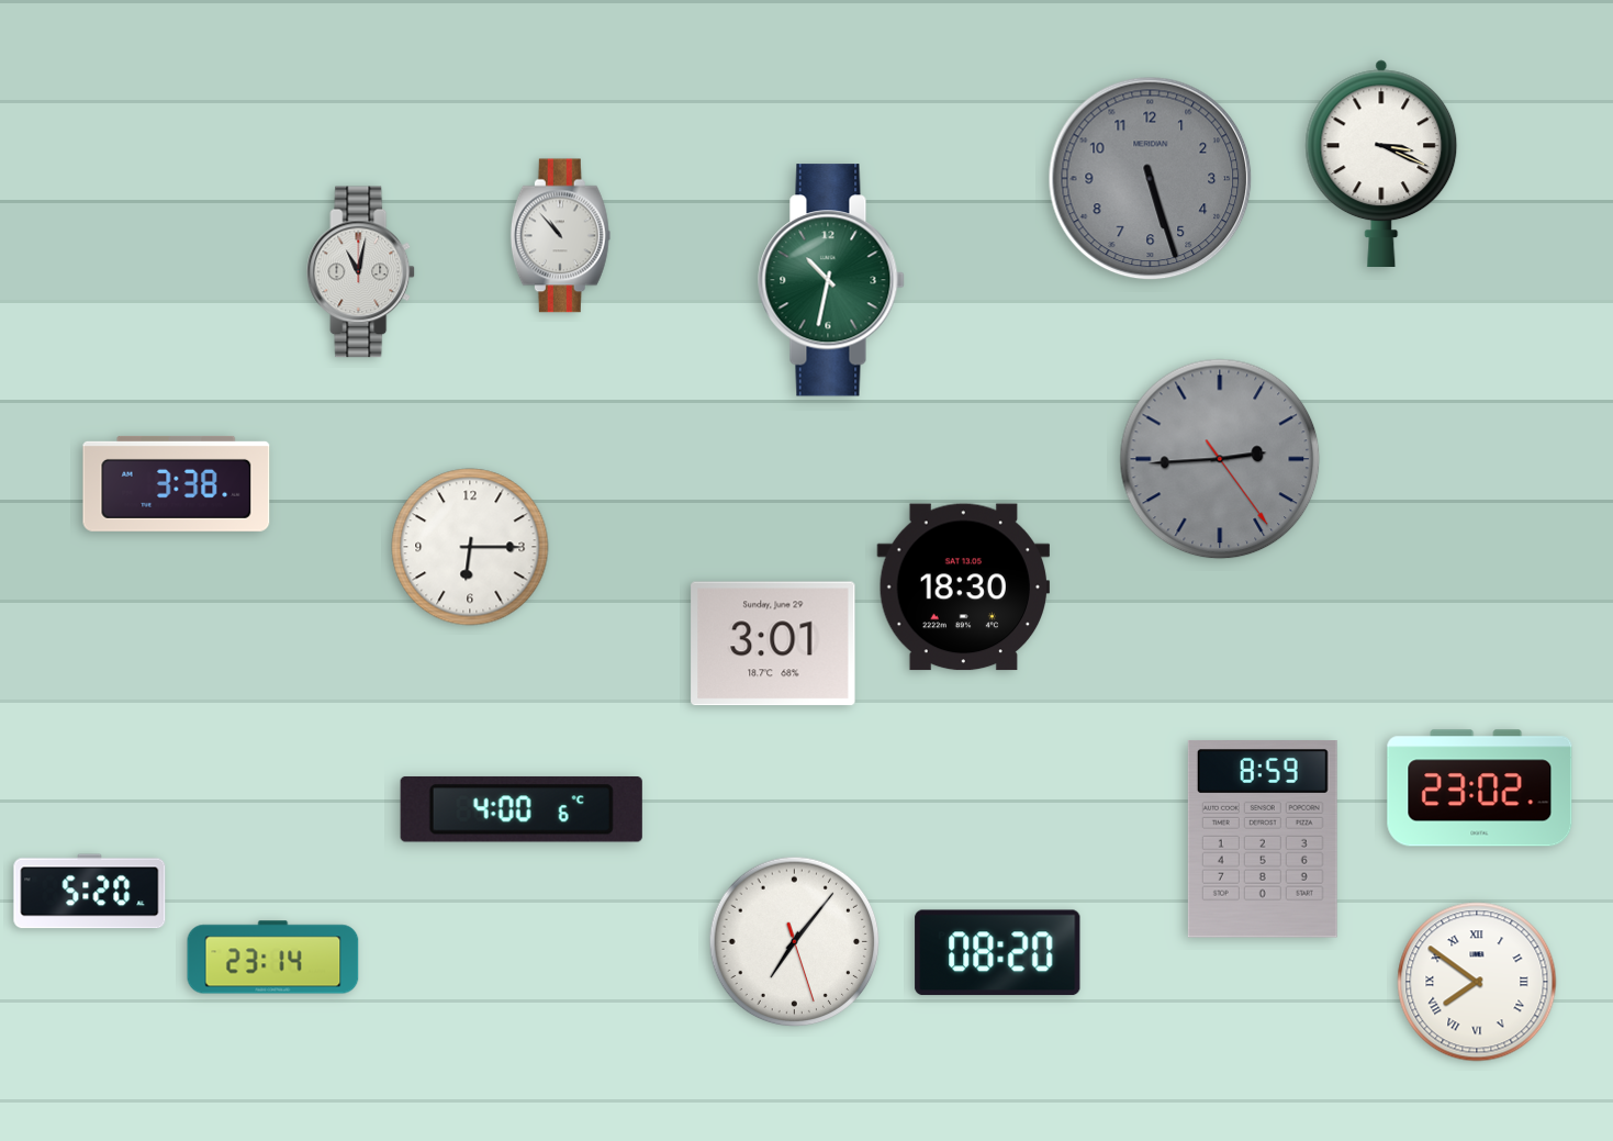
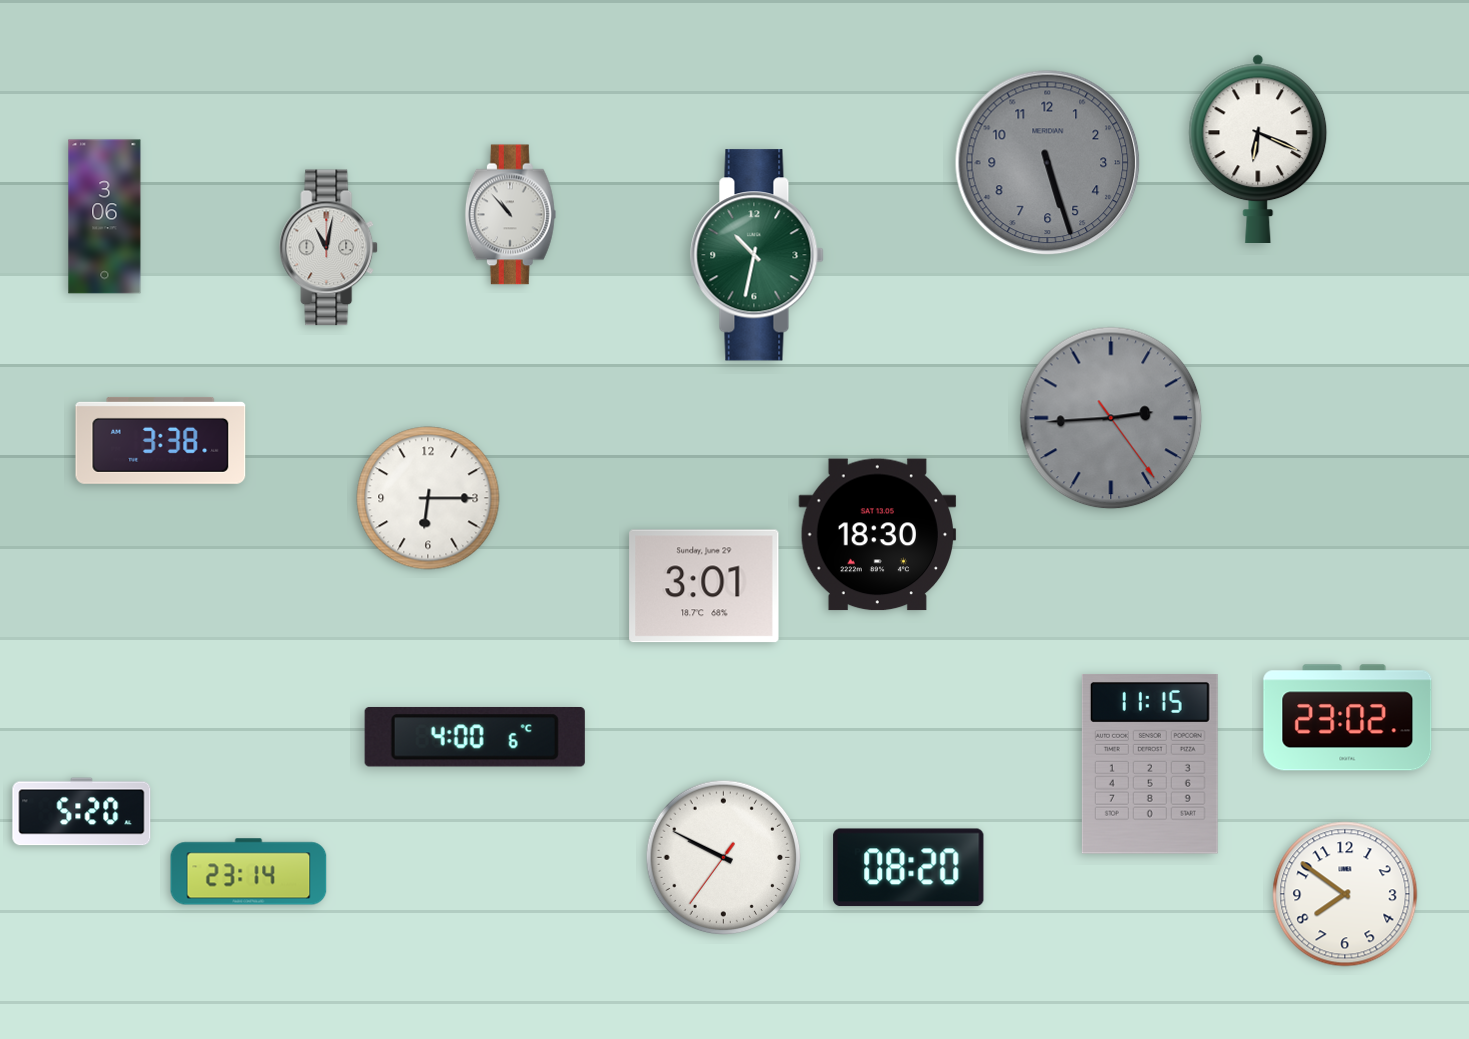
clock at (1381, 163): 3:19 -> 6:19
clock at (105, 217): none -> 3:06
clock at (1263, 840): 8:59 -> 11:15
clock at (795, 942): 7:06 -> 9:49
clock at (1477, 982) numerals: Roman -> Arabic
